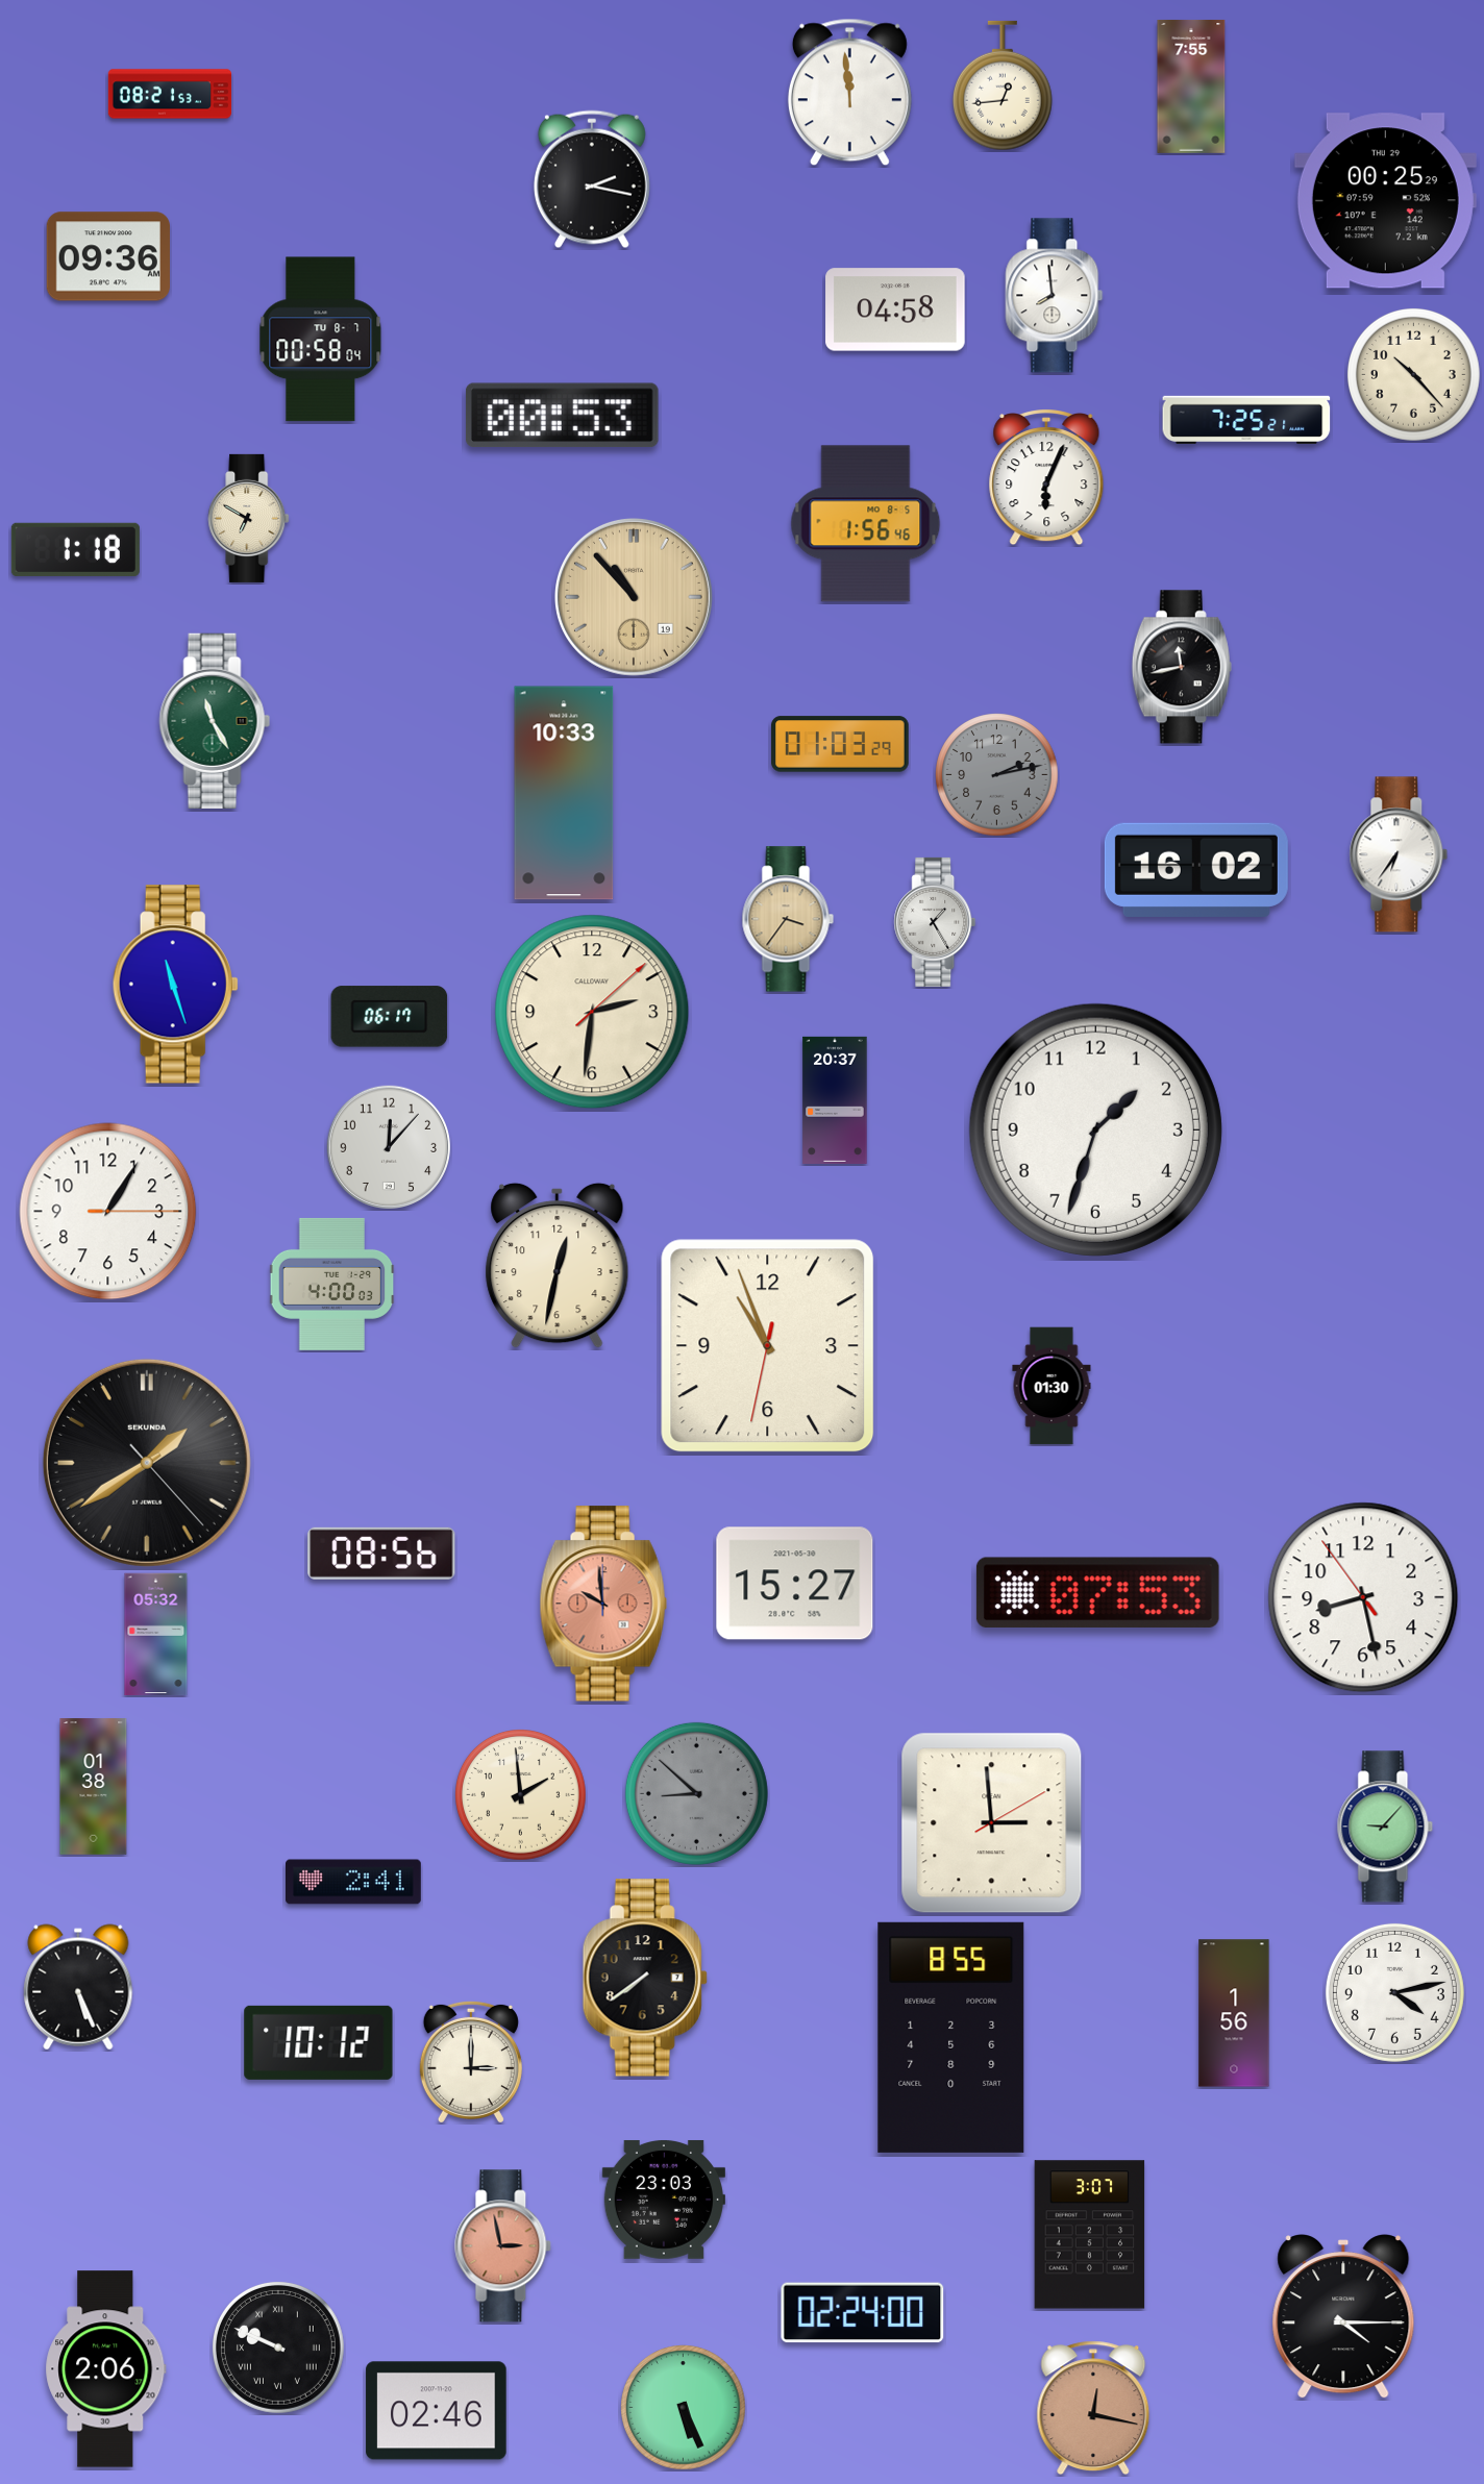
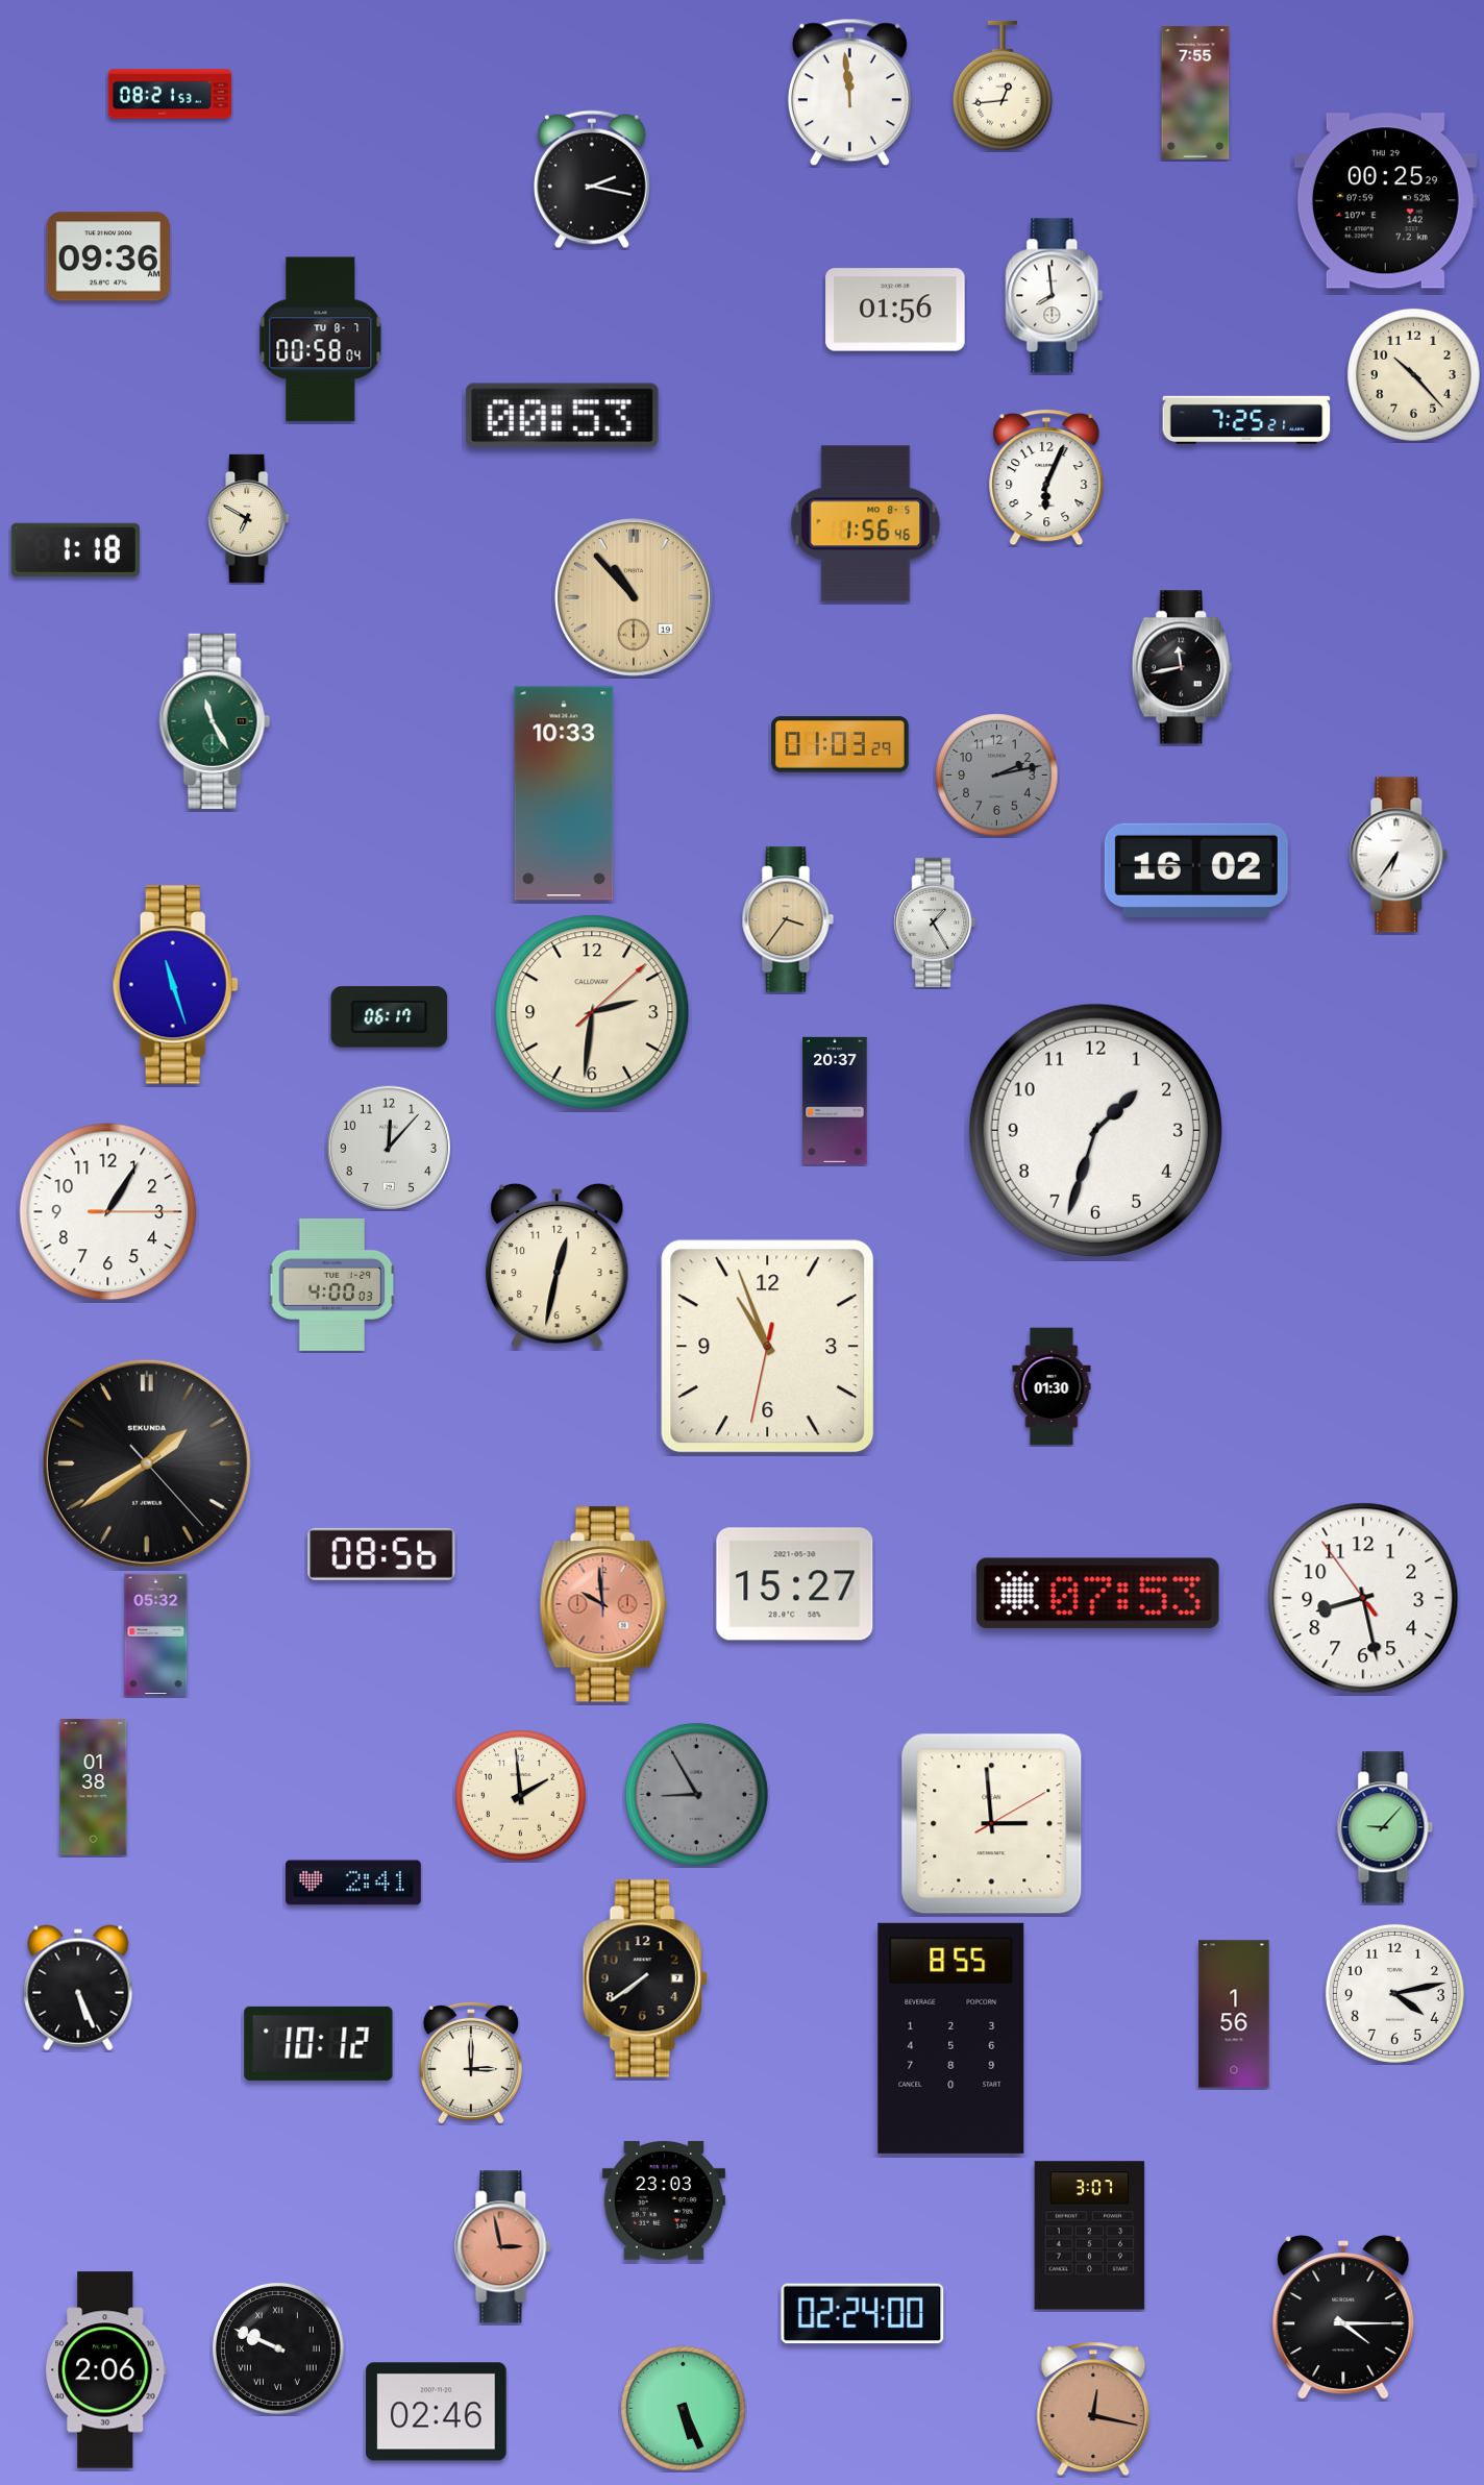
clock at (1191, 86) position: (1191, 86) -> (1195, 93)
clock at (895, 309): 04:58 -> 01:56
clock at (696, 1793): 8:52 -> 8:55
